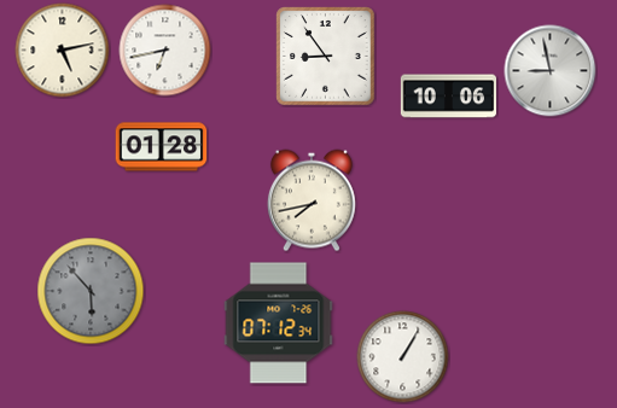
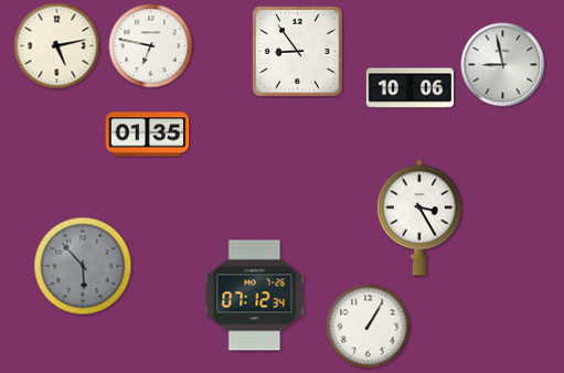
clock at (165, 51): 6:43 -> 6:47
clock at (162, 147): 01:28 -> 01:35
clock at (312, 200): 7:43 -> none
clock at (419, 217): none -> 3:25
